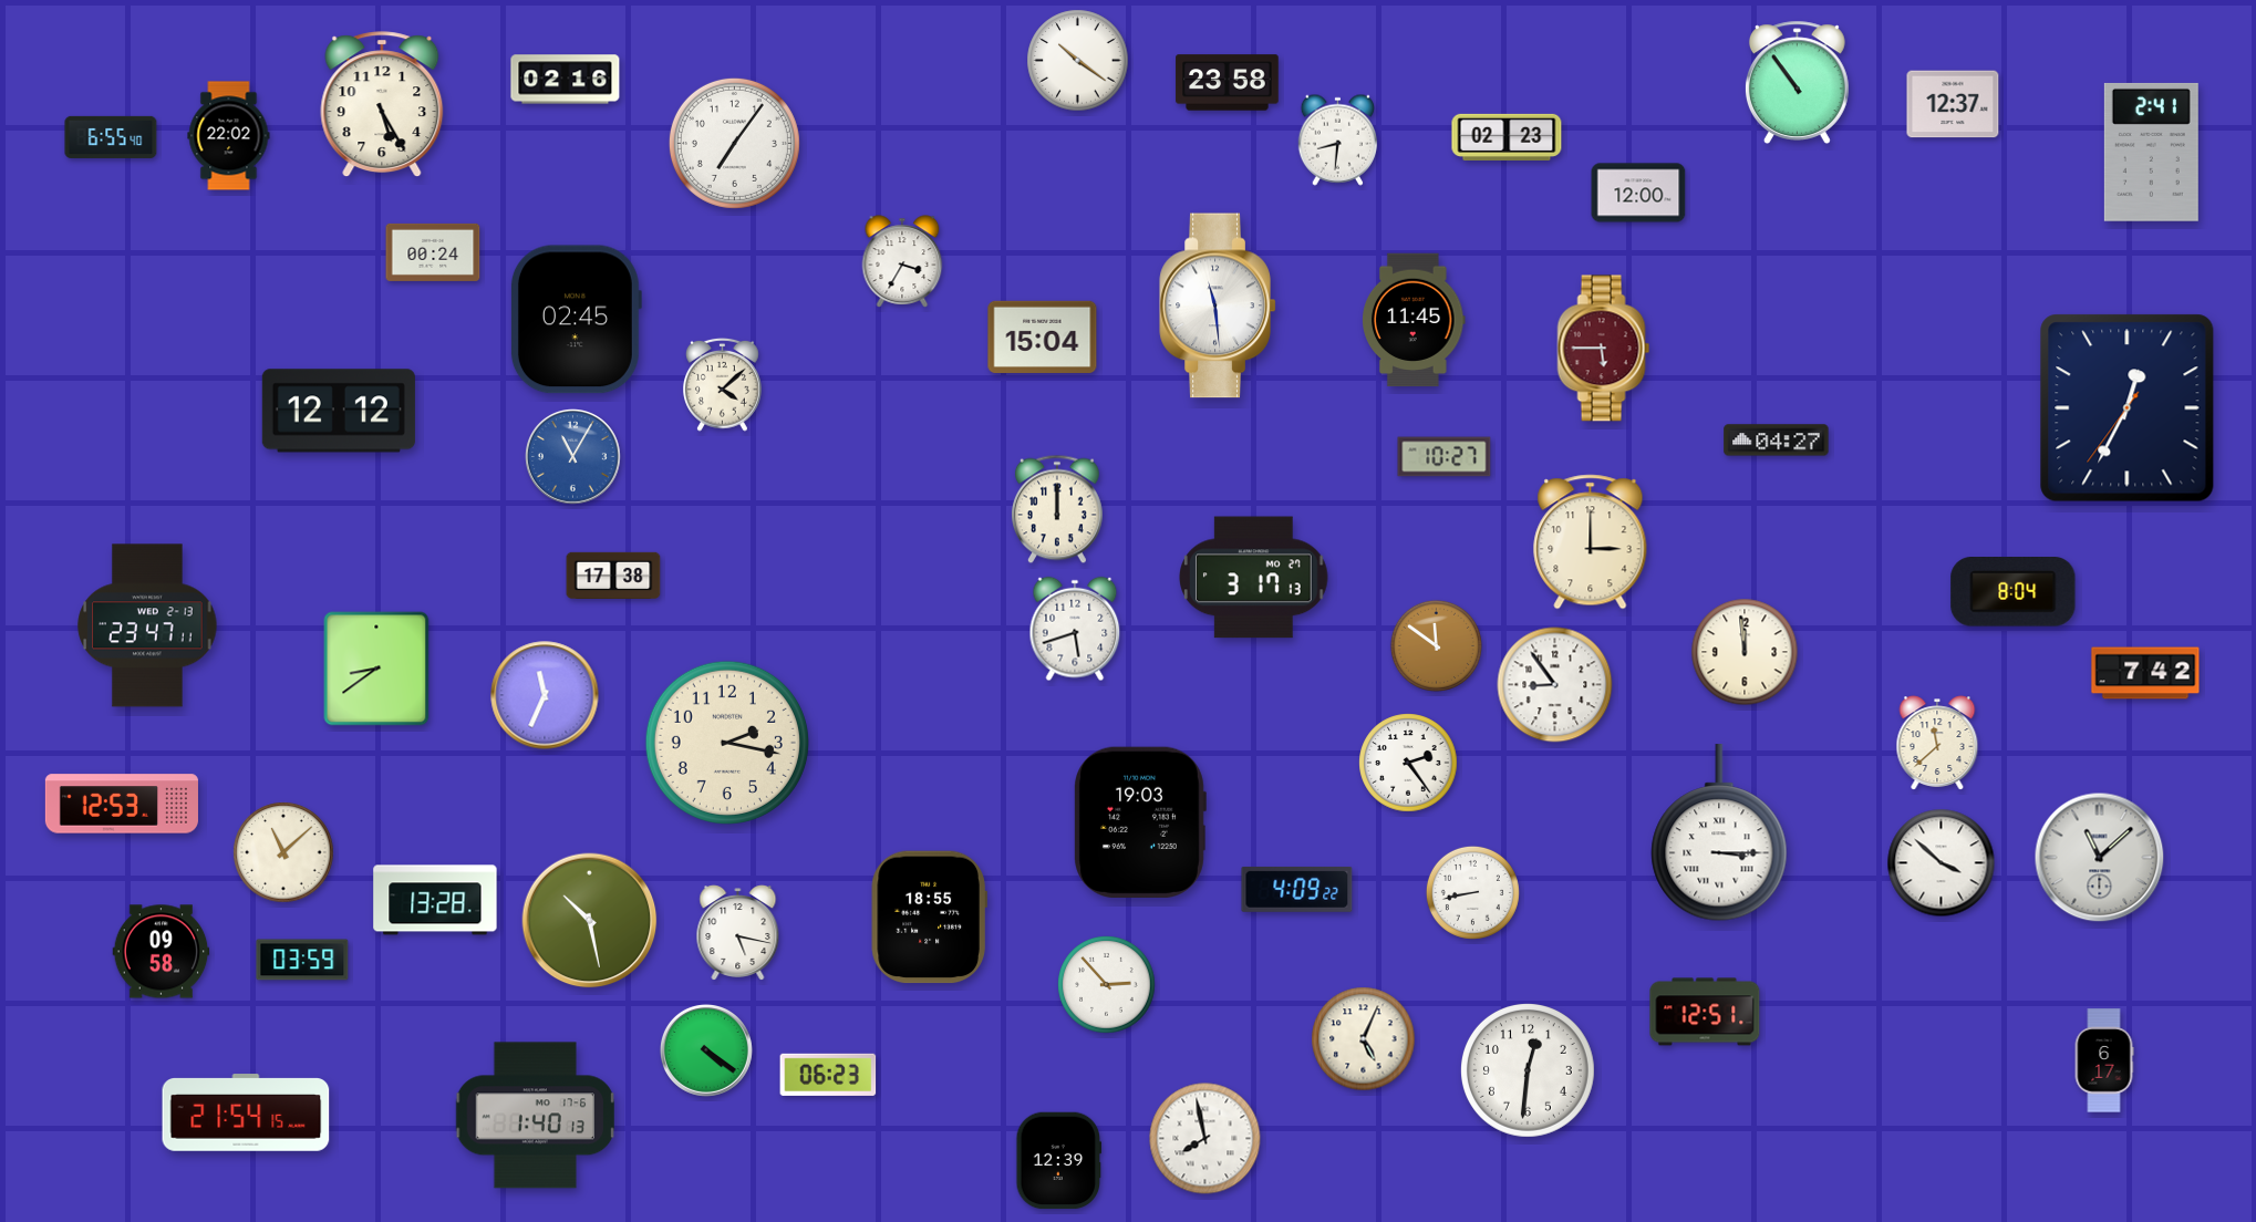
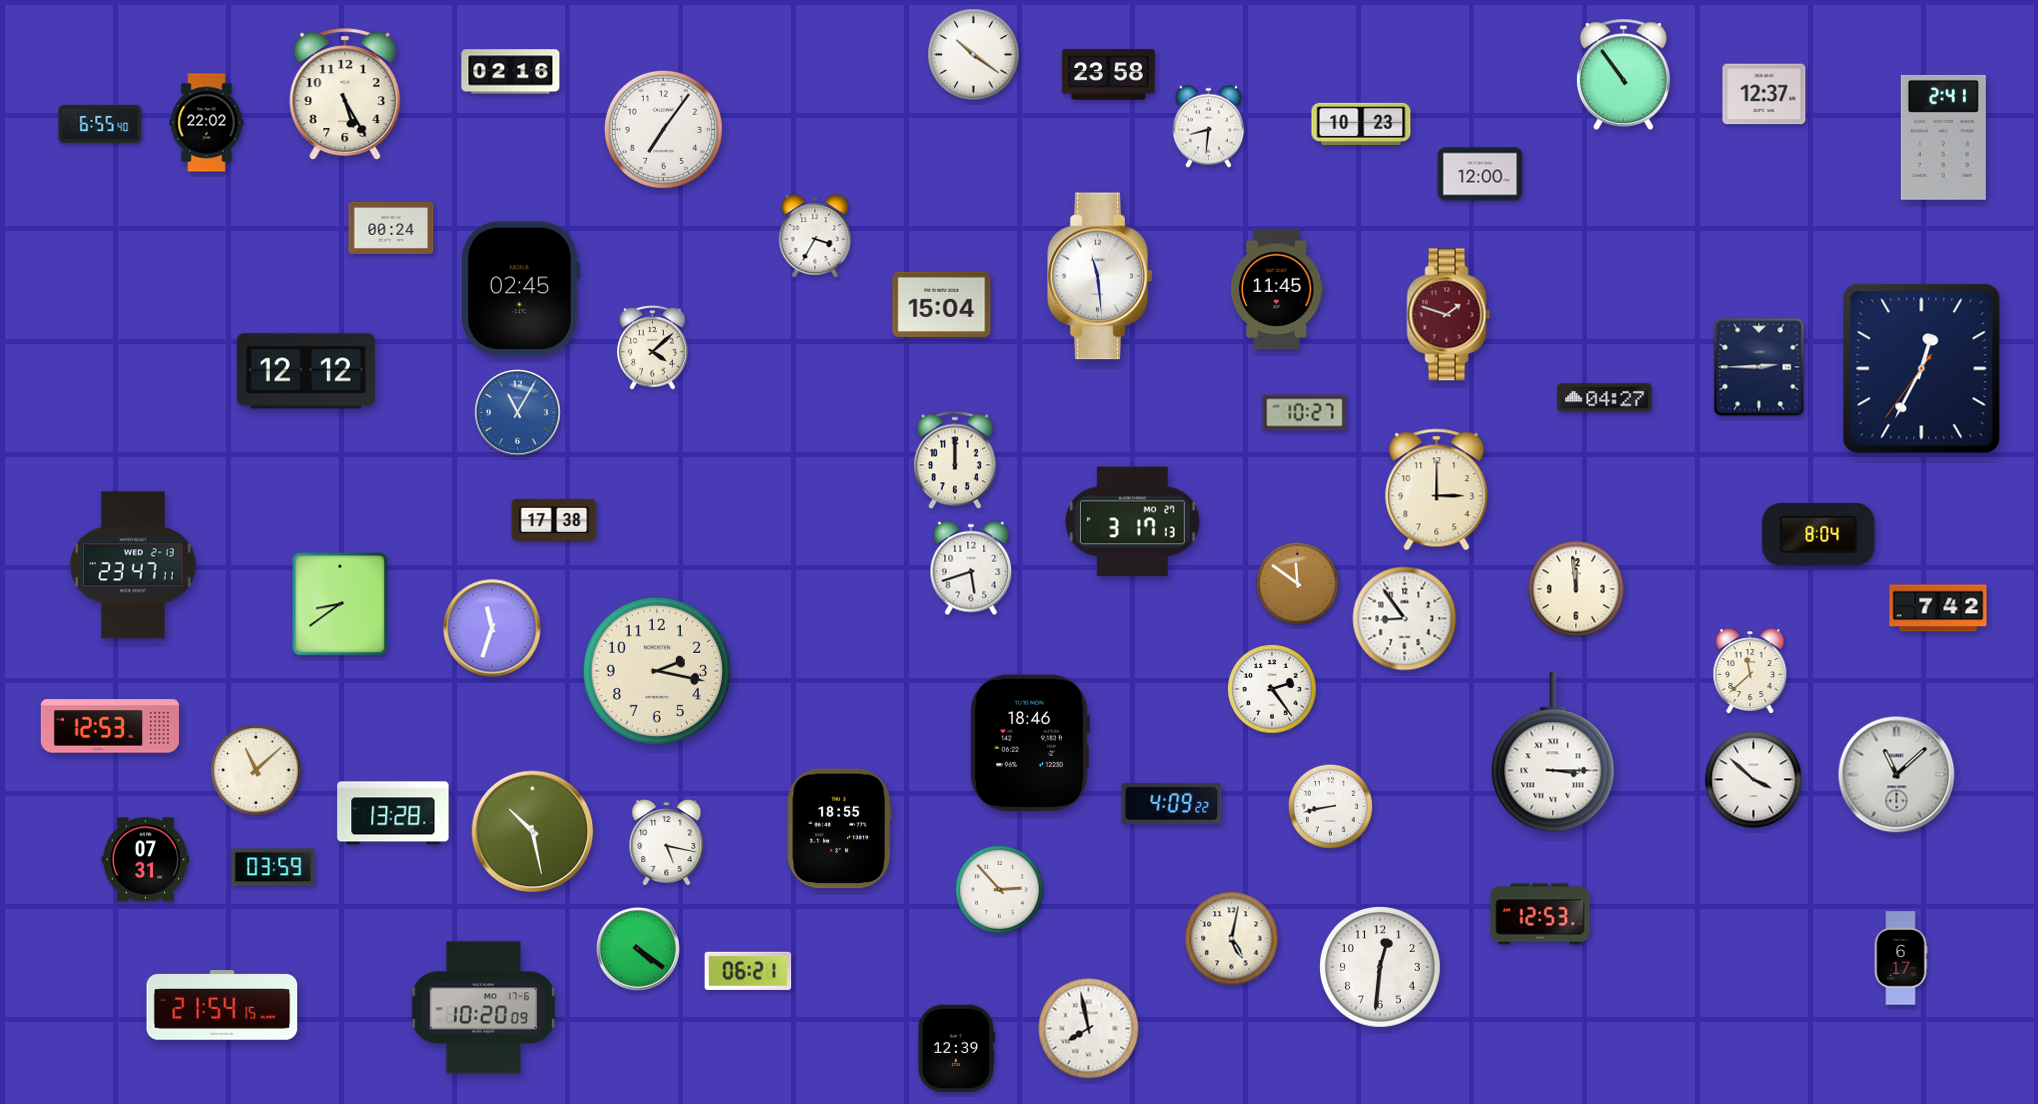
clock at (1507, 137): 02:23 -> 10:23
clock at (1604, 349): 5:45 -> 1:48
clock at (1759, 367): none -> 2:45
clock at (545, 695): 11:34 -> 11:33
clock at (1140, 821): 19:03 -> 18:46
clock at (162, 952): 09:58 -> 07:31
clock at (1705, 1012): 12:51 -> 12:53
clock at (1364, 1039): 5:04 -> 5:02
clock at (828, 1075): 06:23 -> 06:21
clock at (536, 1116): 1:40 -> 10:20
